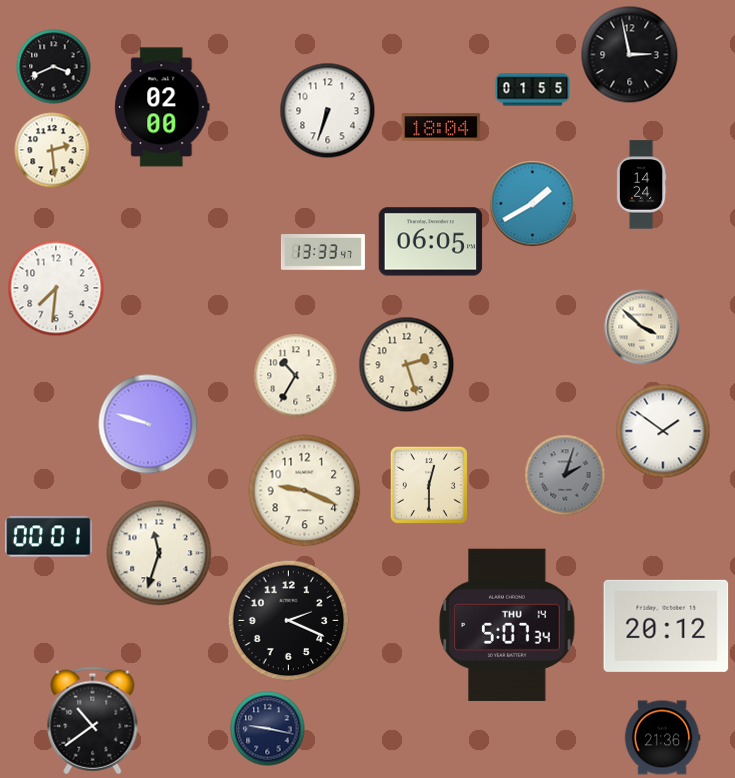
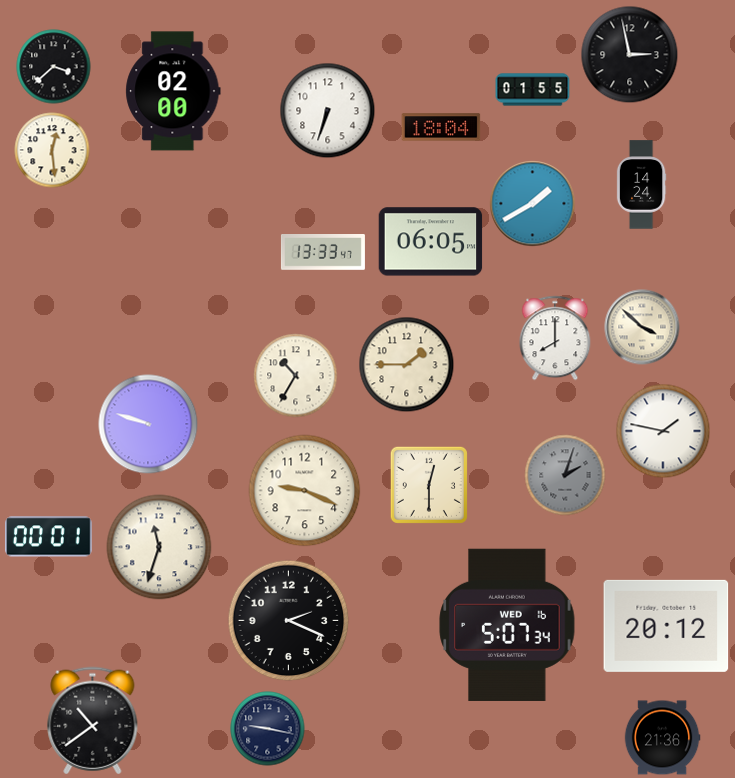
clock at (54, 67): 3:41 -> 3:38
clock at (162, 107) position: (162, 107) -> (173, 91)
clock at (52, 150): 2:29 -> 12:29
clock at (56, 288): 7:31 -> none
clock at (555, 338): none -> 8:00
clock at (407, 365): 2:27 -> 1:45
clock at (663, 431): 1:51 -> 1:47
clock at (159, 553) position: (159, 553) -> (159, 547)
clock at (507, 625) date: THU 14 -> WED 16
